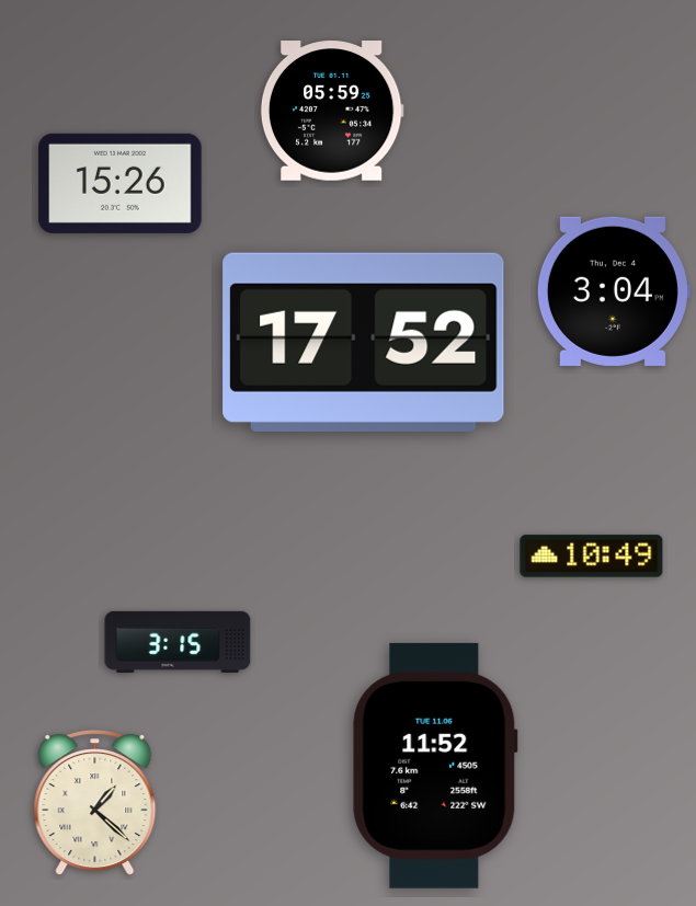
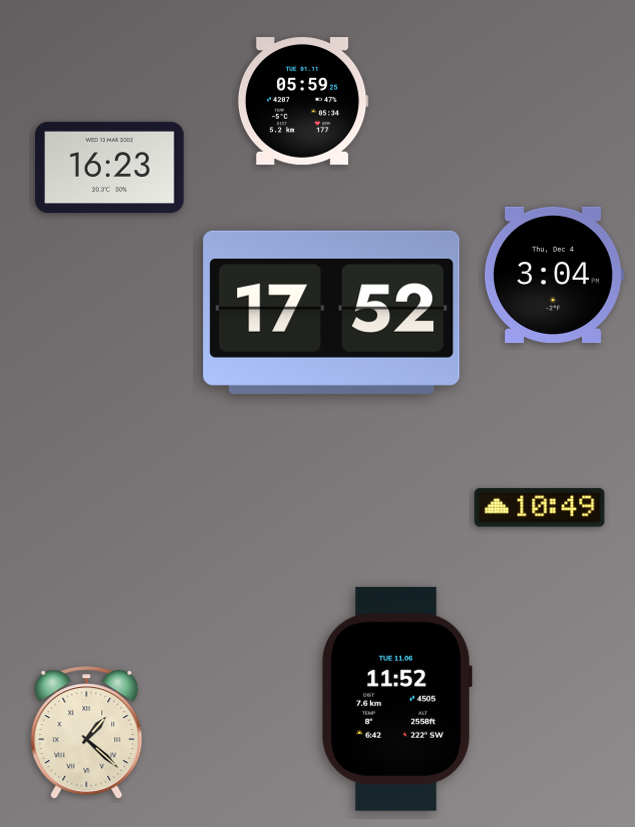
clock at (121, 183): 15:26 -> 16:23
clock at (613, 291) position: (613, 291) -> (553, 275)
clock at (178, 642): 3:15 -> none
